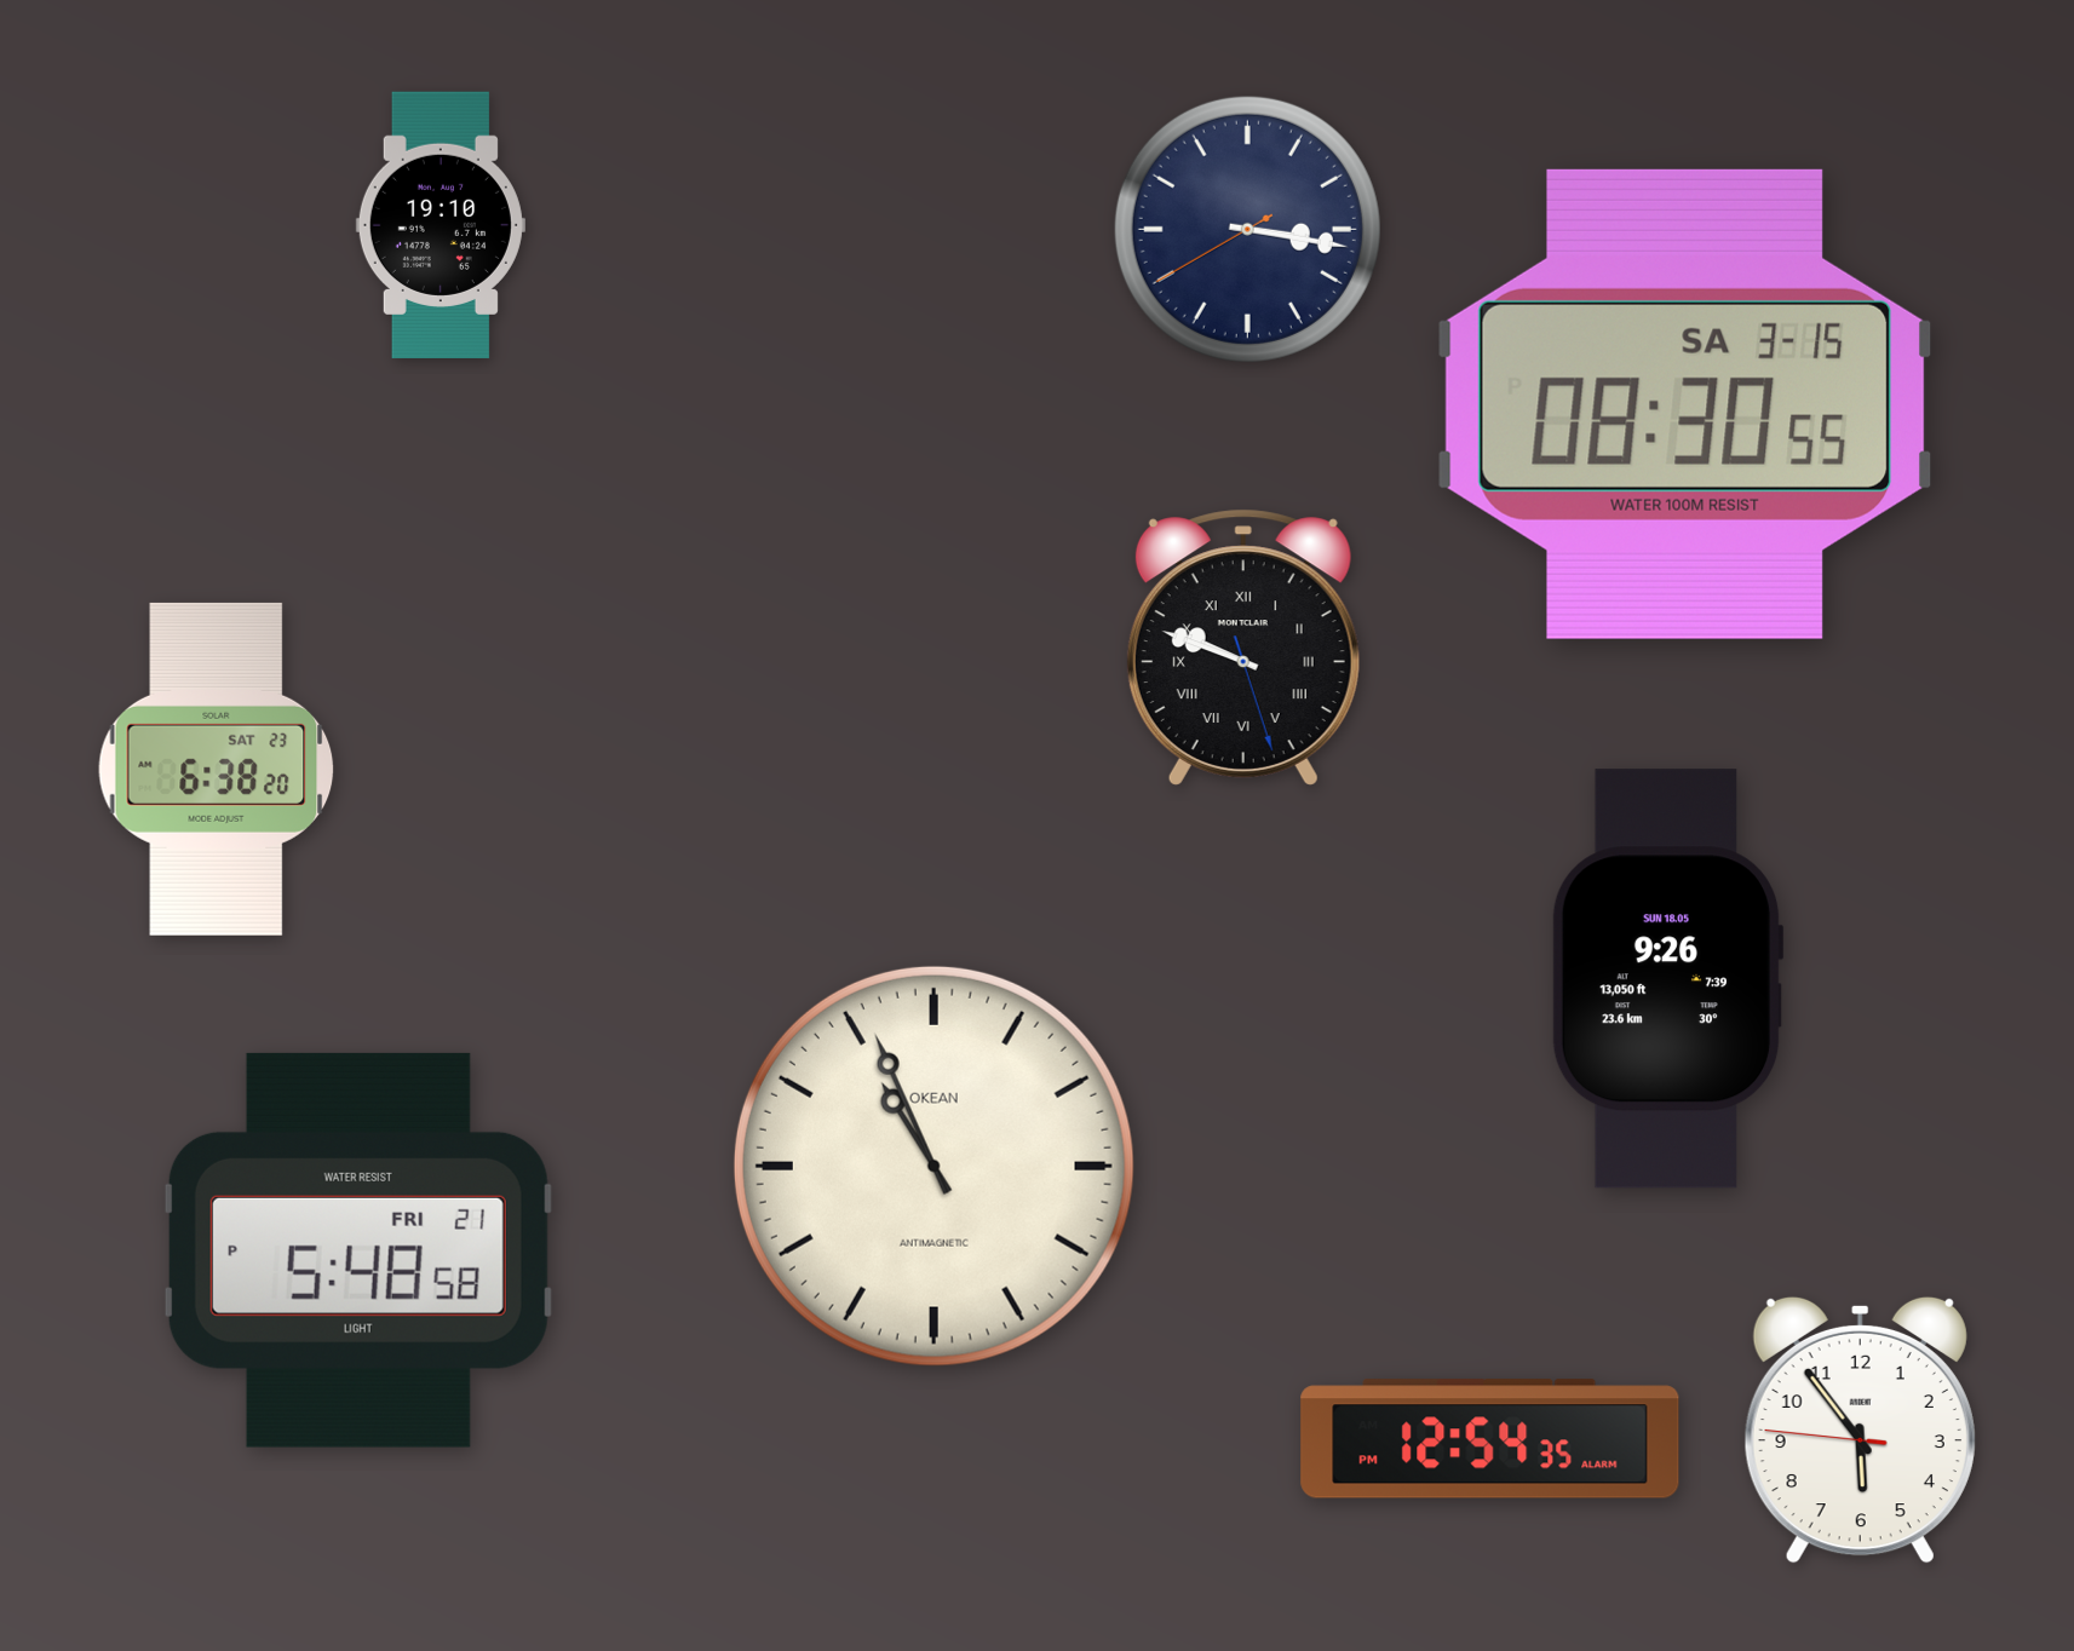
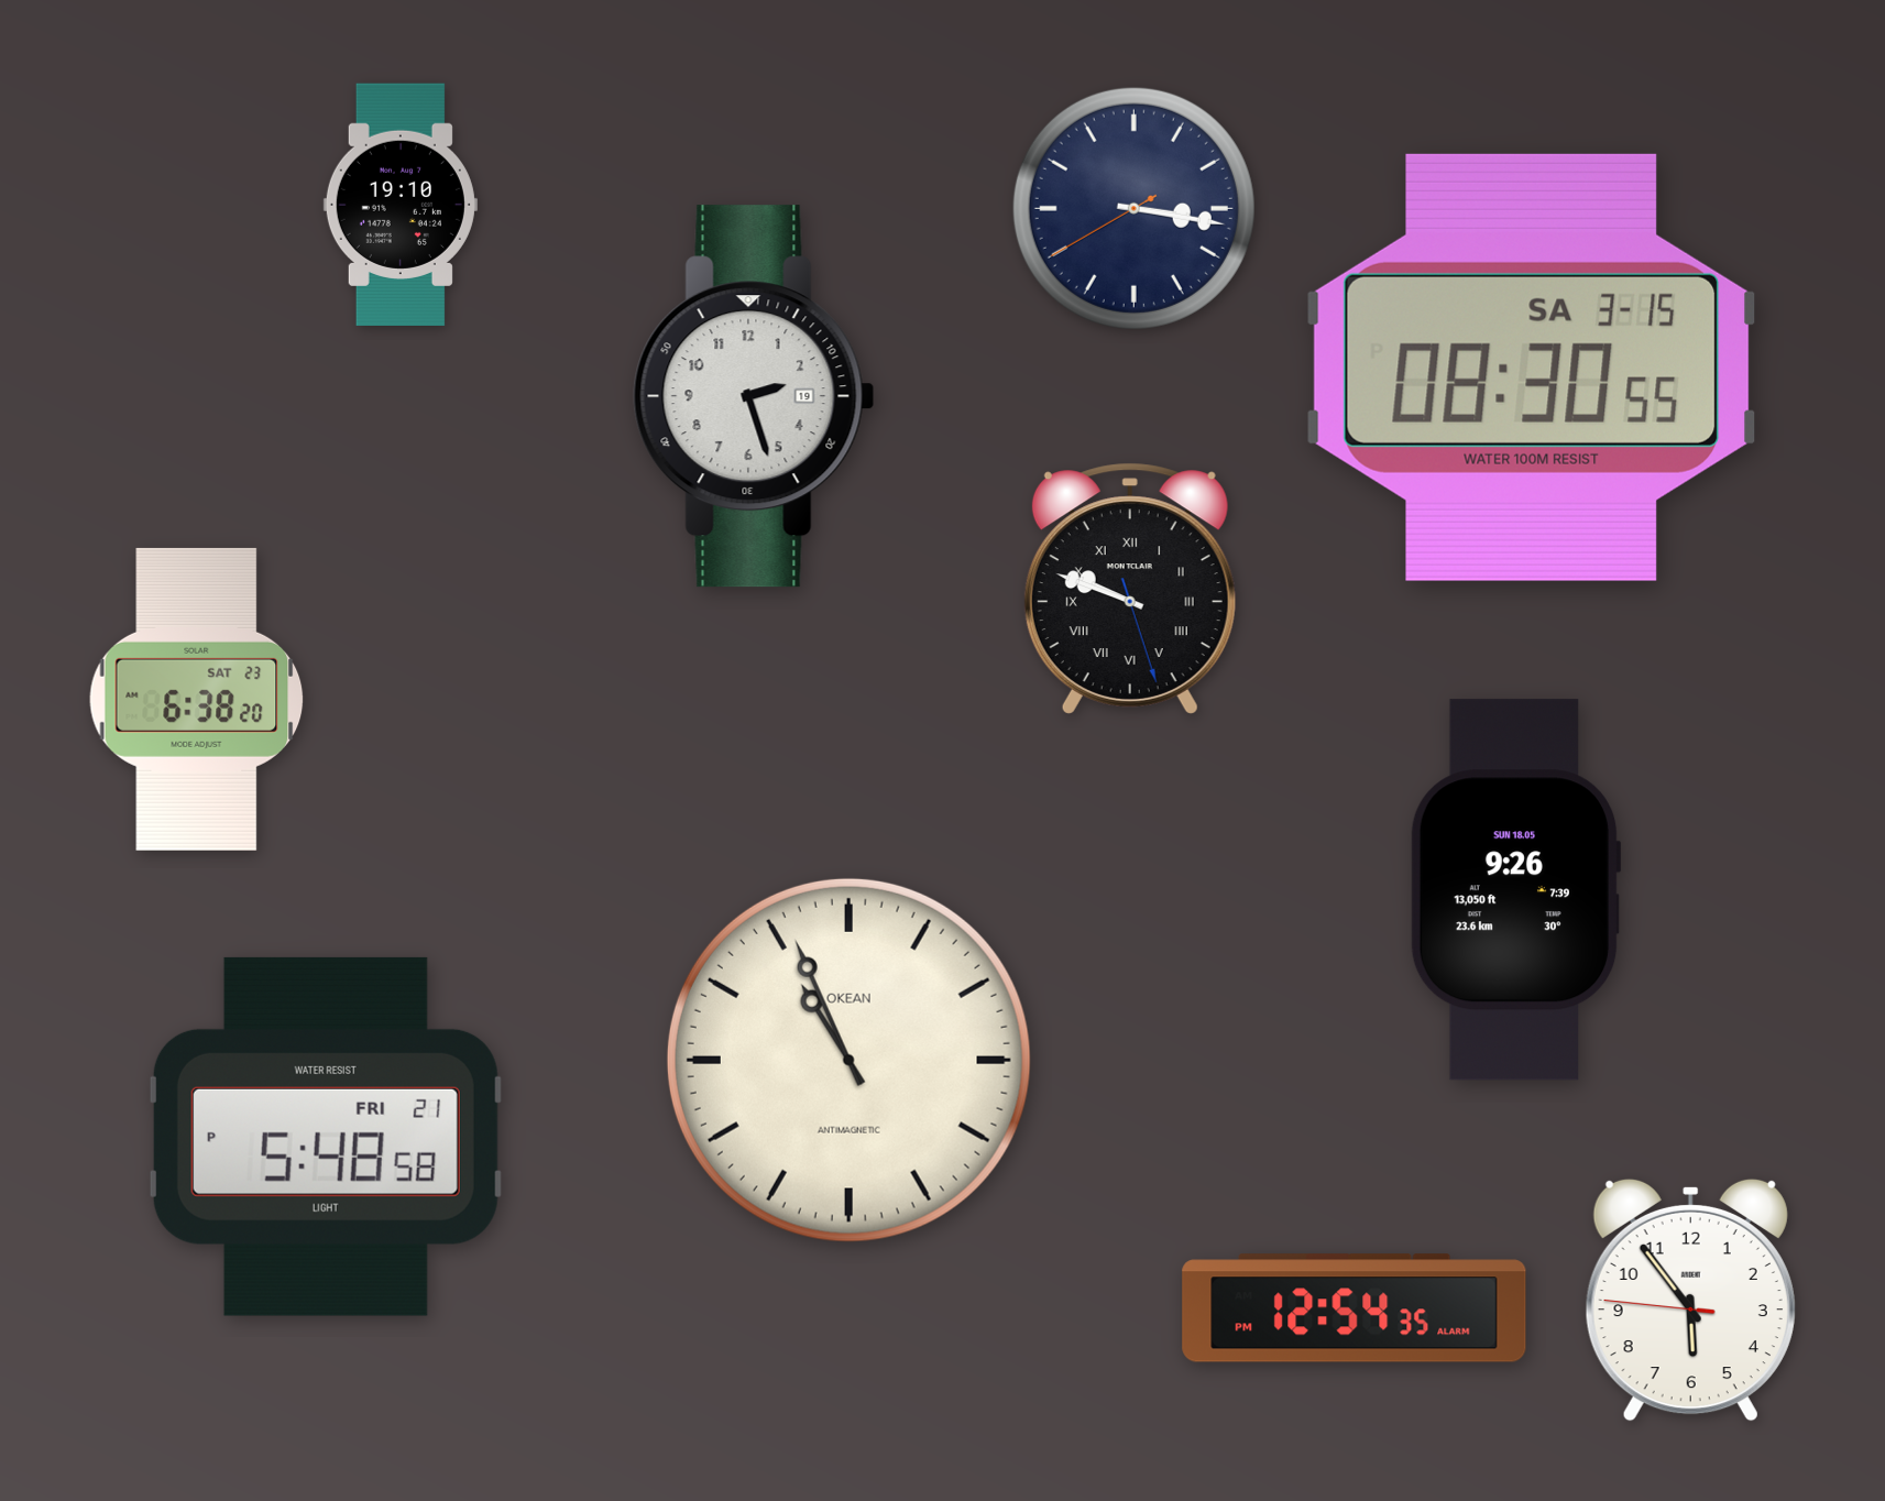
clock at (754, 396): none -> 2:27
